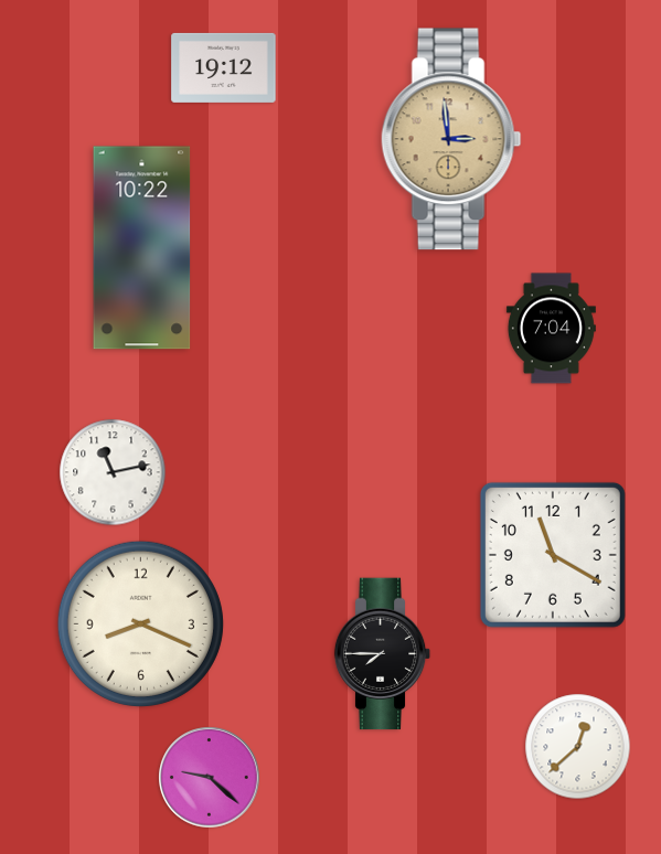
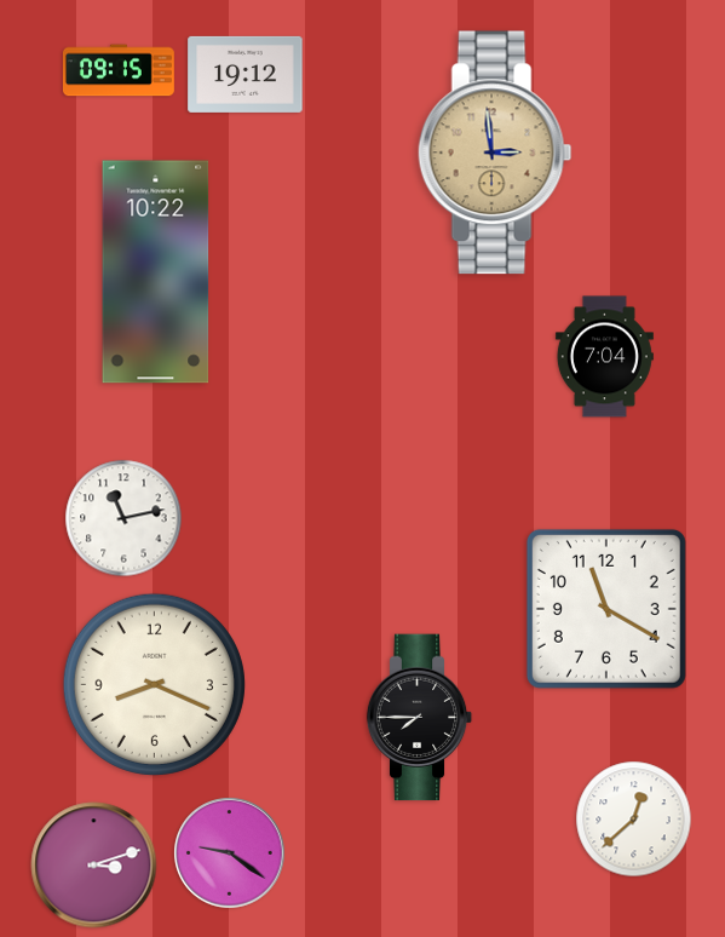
clock at (119, 70): none -> 09:15
clock at (551, 329) position: (551, 329) -> (604, 357)
clock at (210, 778): 9:22 -> 9:21
clock at (94, 866): none -> 3:12
